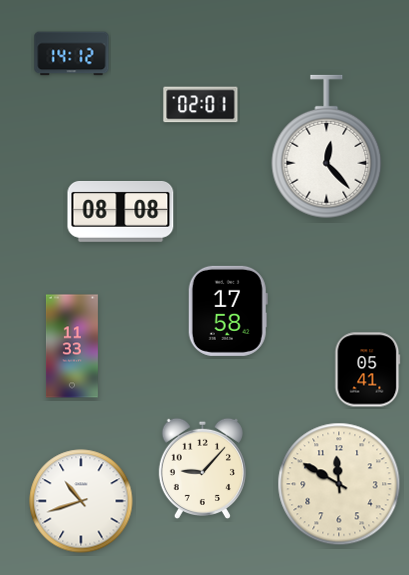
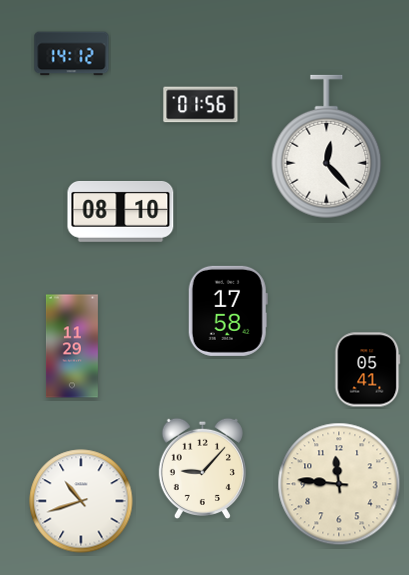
clock at (201, 105): 02:01 -> 01:56
clock at (121, 211): 08:08 -> 08:10
clock at (72, 346): 11:33 -> 11:29
clock at (339, 484): 11:50 -> 11:46
